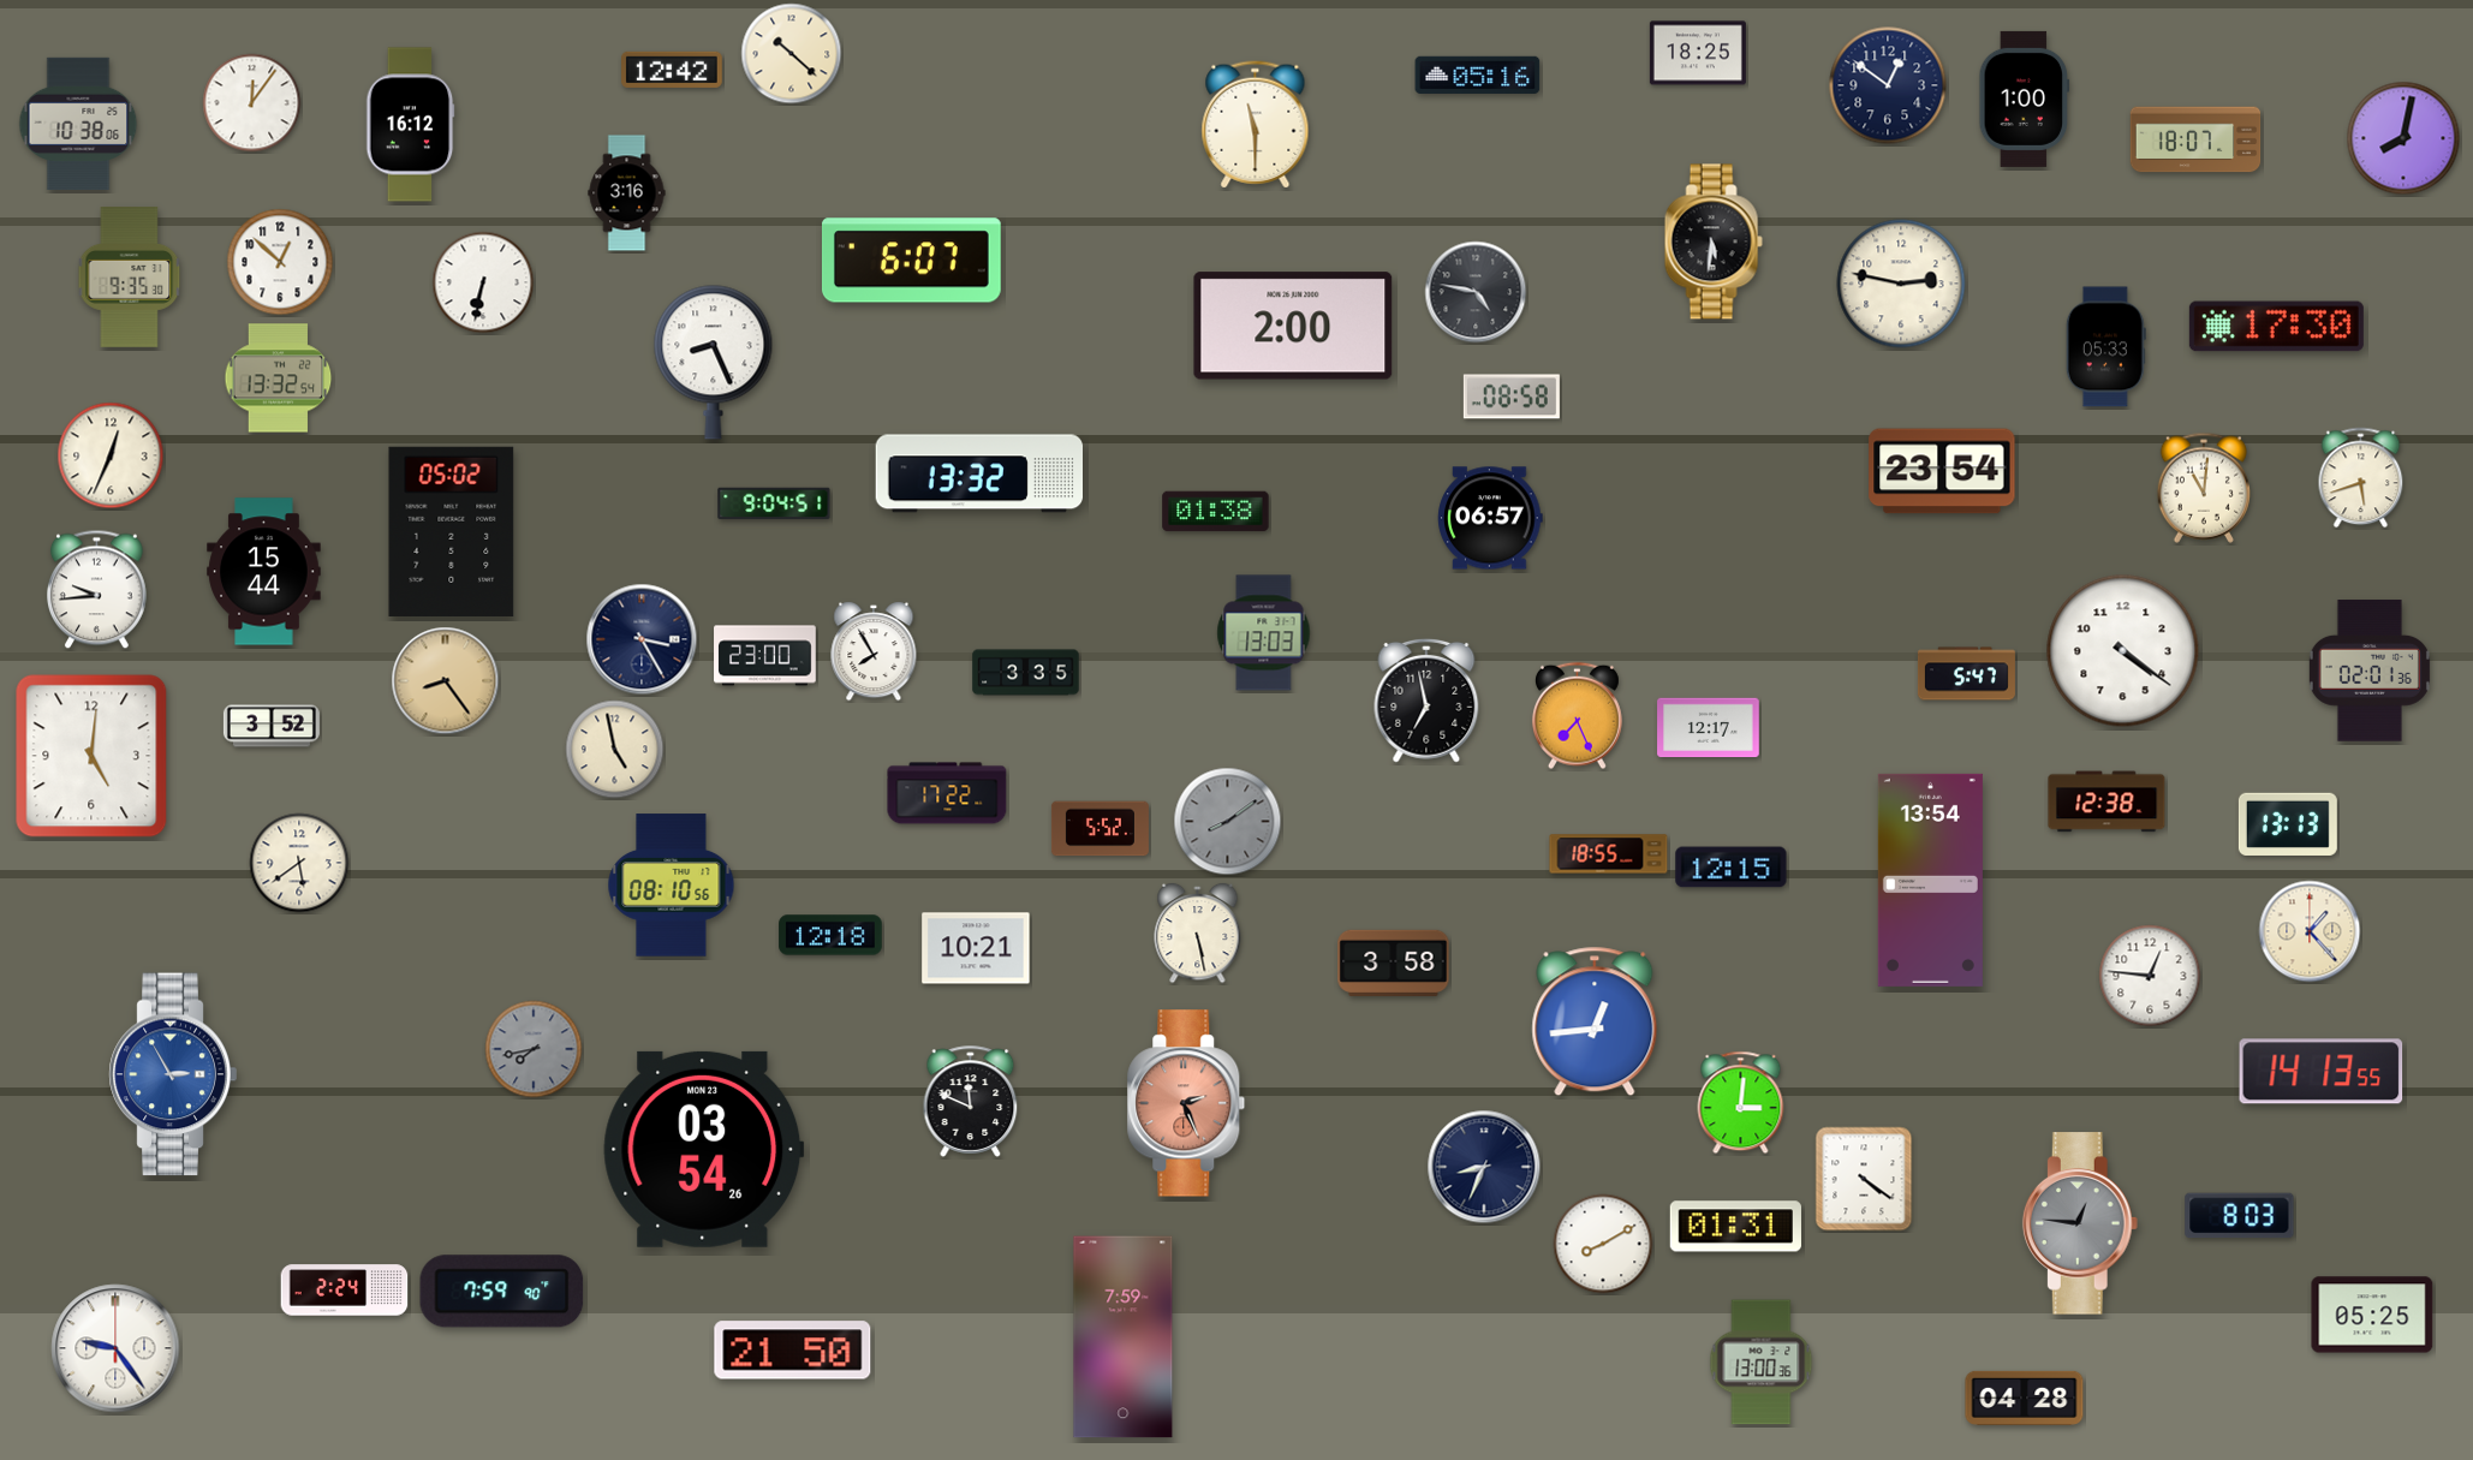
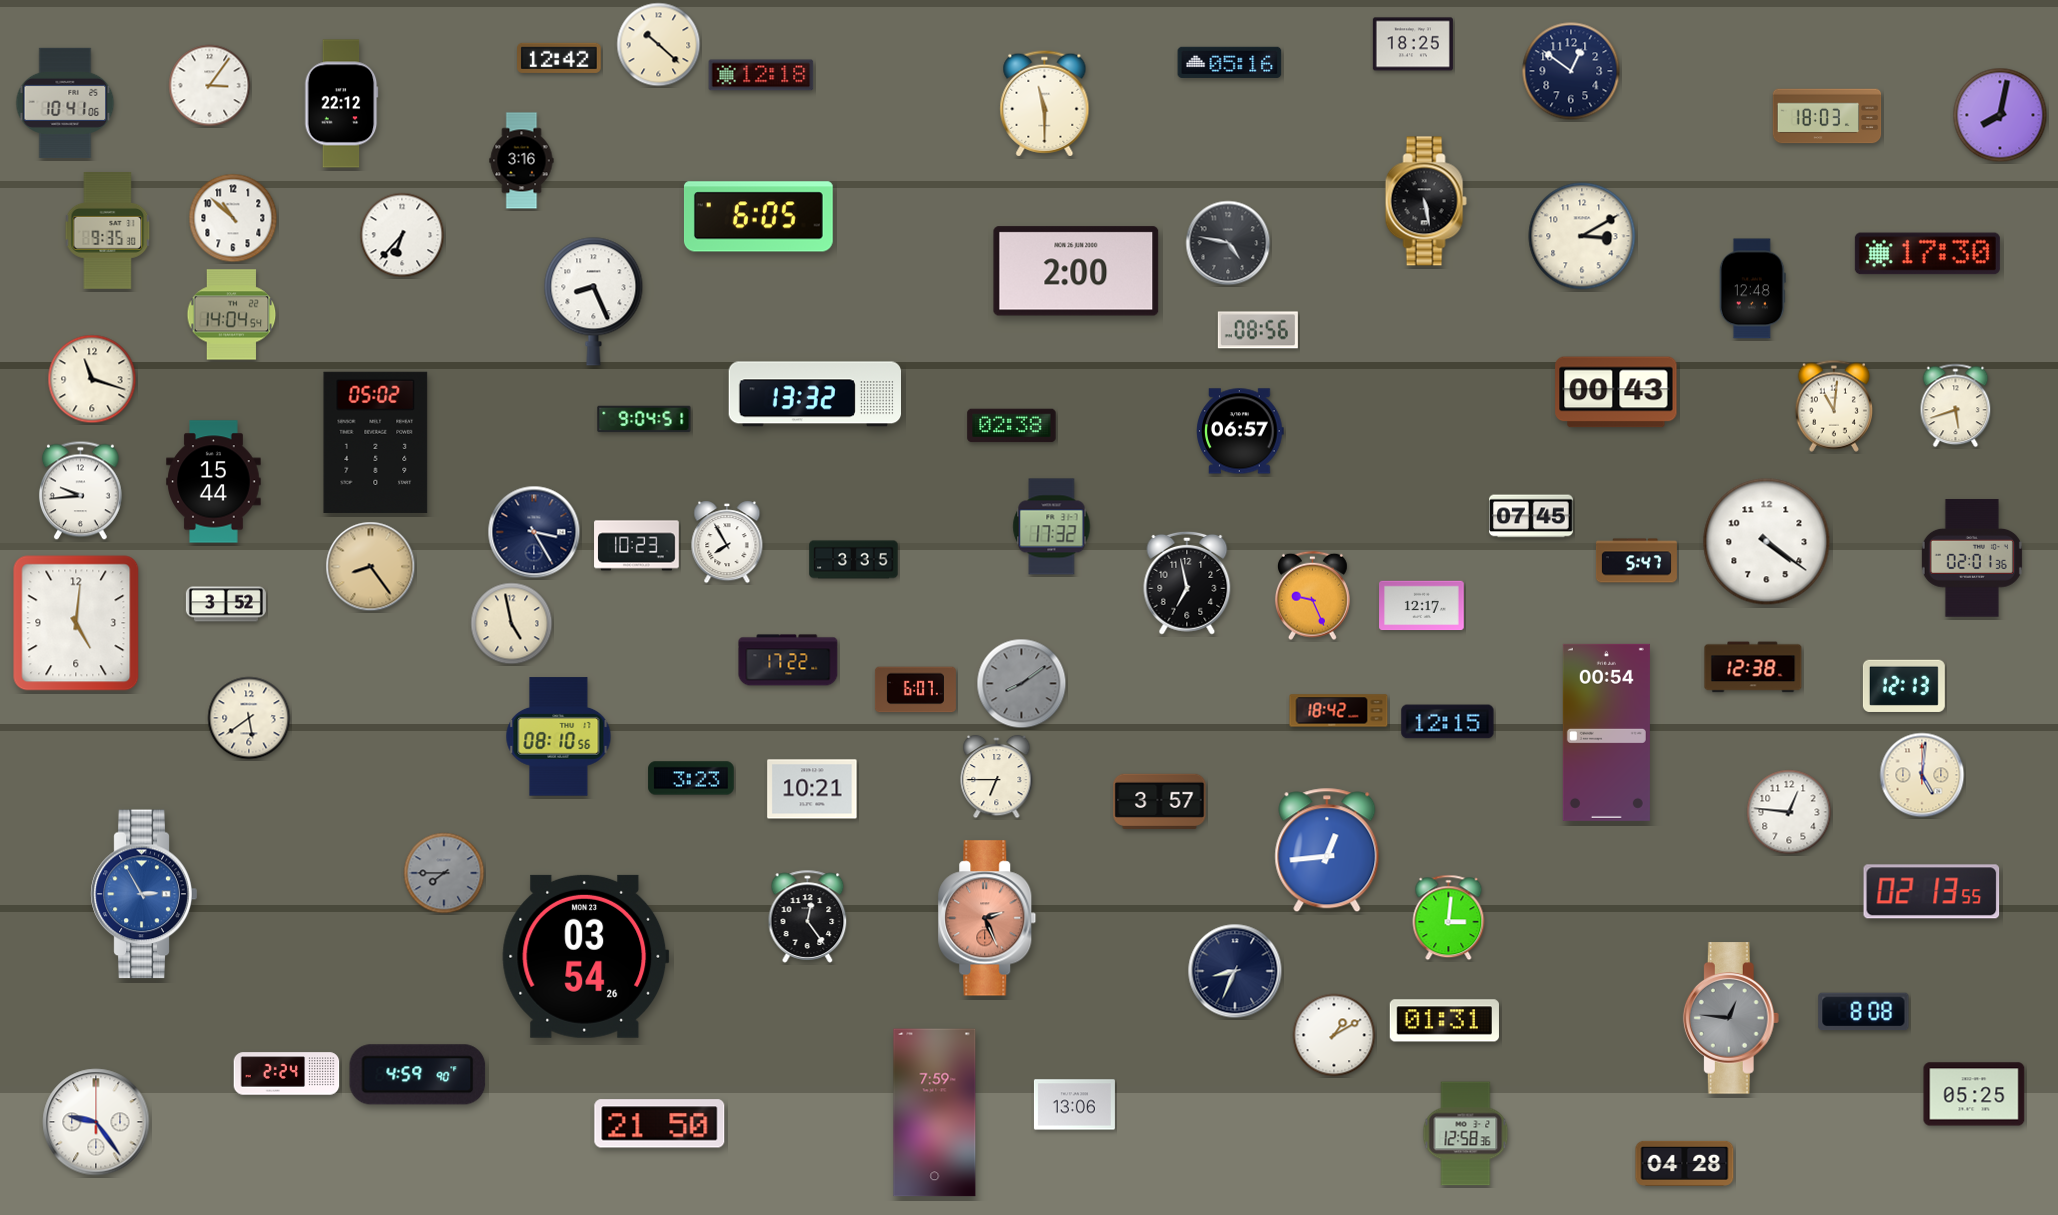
clock at (761, 75): none -> 12:18
clock at (2025, 99): 1:00 -> none
clock at (252, 103): 12:06 -> 3:06
clock at (78, 124): 10:38 -> 10:41
clock at (411, 125): 16:12 -> 22:12
clock at (2195, 139): 18:07 -> 18:03
clock at (1714, 242): 5:31 -> 5:28
clock at (911, 261): 6:07 -> 6:05
clock at (280, 262): 12:52 -> 10:52
clock at (483, 282): 6:32 -> 6:37
clock at (1901, 284): 2:47 -> 3:10
clock at (2276, 327) position: (2276, 327) -> (1927, 254)
clock at (2105, 347): 05:33 -> 12:48
clock at (279, 379): 13:32 -> 14:04
clock at (1512, 397): 08:58 -> 08:56
clock at (111, 455): 12:34 -> 11:18
clock at (1942, 471): 23:54 -> 00:43
clock at (2361, 478) position: (2361, 478) -> (1956, 406)
clock at (1216, 512): 01:38 -> 02:38
clock at (264, 572) position: (264, 572) -> (214, 482)
clock at (1532, 516): none -> 07:45
clock at (1264, 633): 13:03 -> 17:32
clock at (765, 656): 23:00 -> 10:23
clock at (1578, 716): 7:26 -> 9:26
clock at (91, 756) position: (91, 756) -> (76, 623)
clock at (2288, 824): 13:13 -> 12:13
clock at (1100, 829): 5:52 -> 6:07
clock at (1609, 854): 18:55 -> 18:42
clock at (1732, 868) position: (1732, 868) -> (1448, 722)
clock at (1930, 880): 13:54 -> 00:54
clock at (2310, 931): 1:23 -> 5:01
clock at (1198, 934): 5:28 -> 6:45
clock at (830, 935): 12:18 -> 3:23
clock at (1394, 963): 3:58 -> 3:57
clock at (534, 1049): 7:43 -> 7:45
clock at (2322, 1072): 14:13 -> 02:13
clock at (971, 1101): 11:49 -> 12:24
clock at (1864, 1179): 4:21 -> none
clock at (2240, 1216): 8:03 -> 8:08
clock at (1603, 1244): 8:10 -> 1:10
clock at (502, 1292): 7:59 -> 4:59
clock at (1074, 1105): none -> 13:06
clock at (1762, 1363): 13:00 -> 12:58
